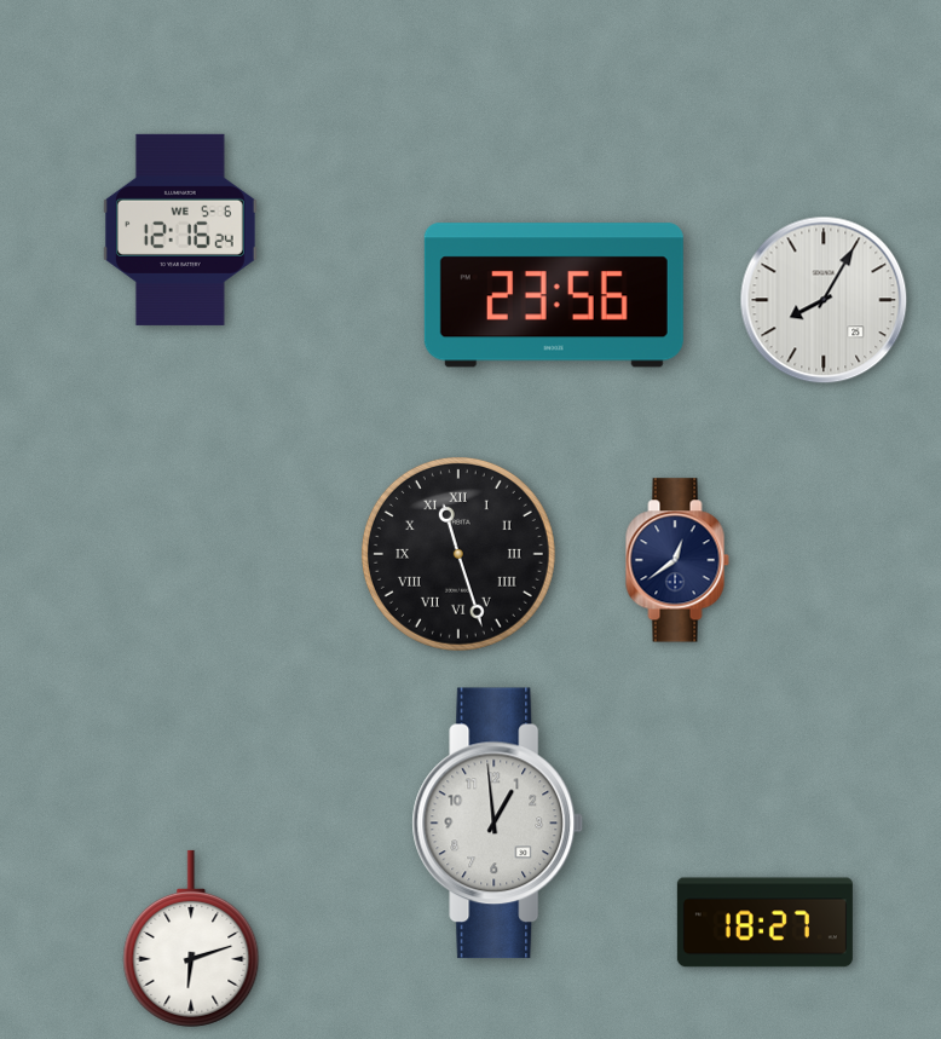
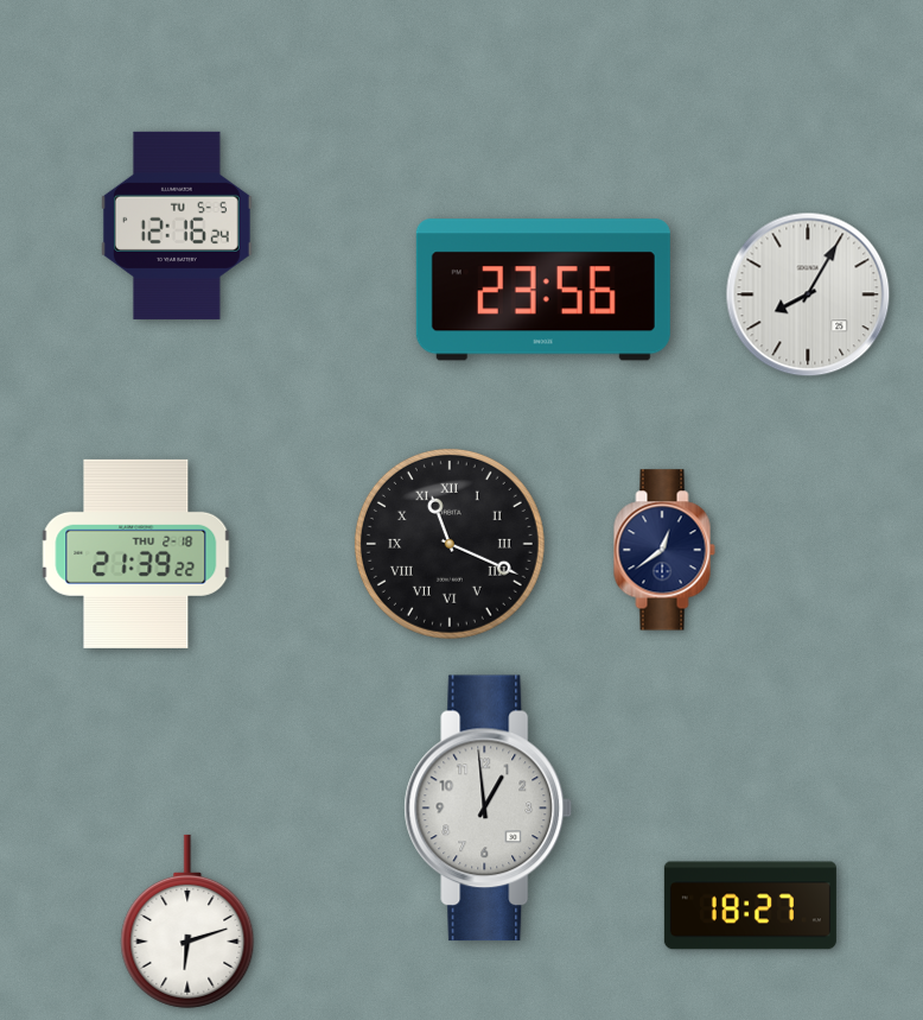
clock at (180, 230) date: WE 5-6 -> TU 5-5
clock at (458, 554): 11:27 -> 11:19
clock at (136, 553): none -> 21:39
